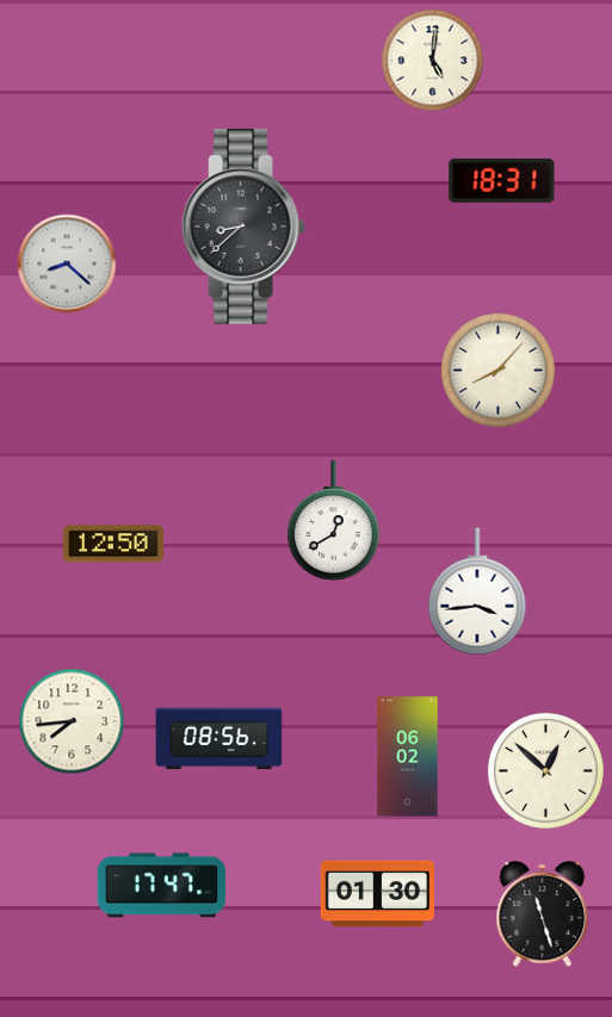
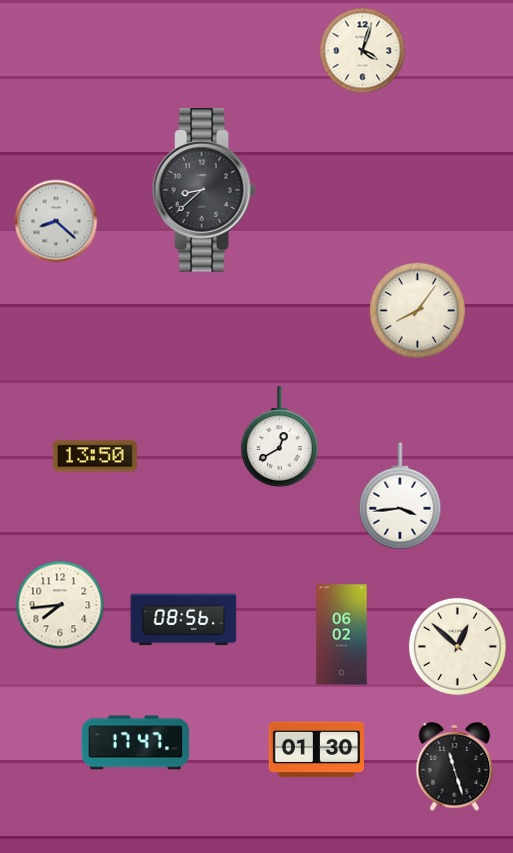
clock at (433, 61): 5:01 -> 4:03
clock at (502, 180): 18:31 -> none
clock at (497, 370): 8:07 -> 8:06
clock at (113, 544): 12:50 -> 13:50
